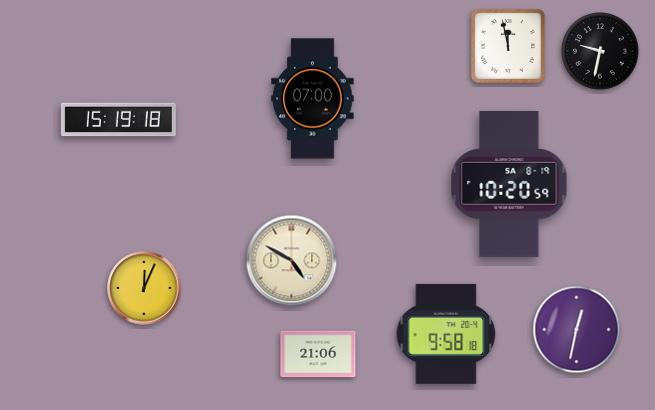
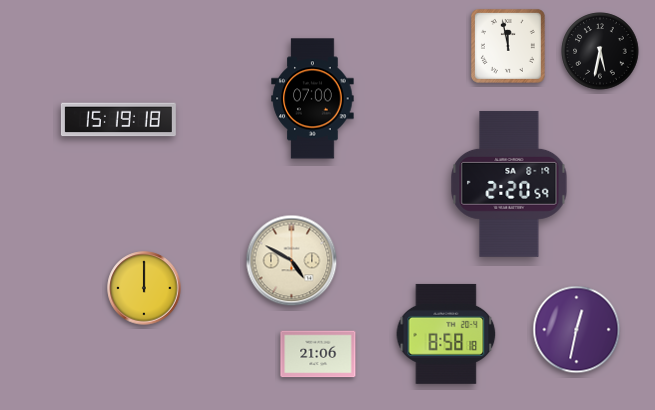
clock at (600, 51): 9:32 -> 5:32
clock at (509, 184): 10:20 -> 2:20
clock at (144, 288): 12:04 -> 12:00
clock at (446, 334): 9:58 -> 8:58
